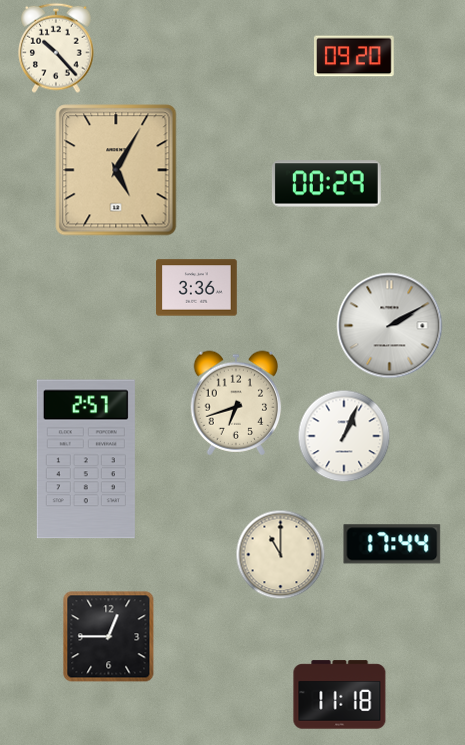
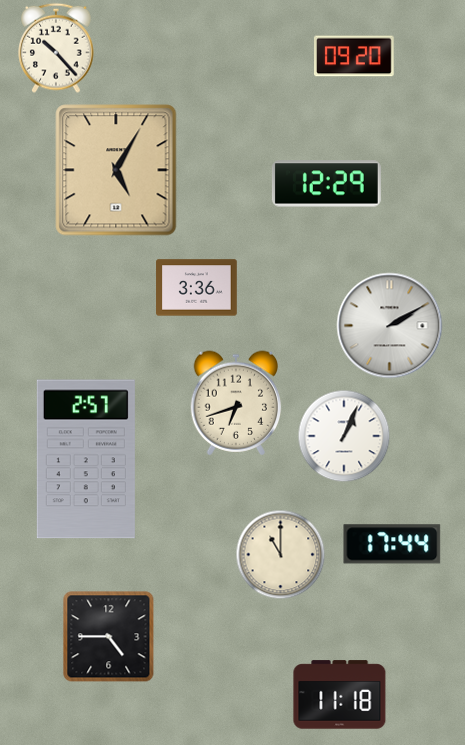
clock at (326, 184): 00:29 -> 12:29
clock at (109, 637): 12:45 -> 4:45
